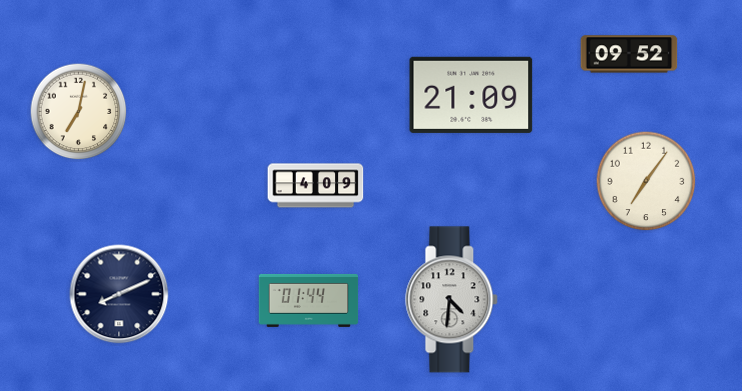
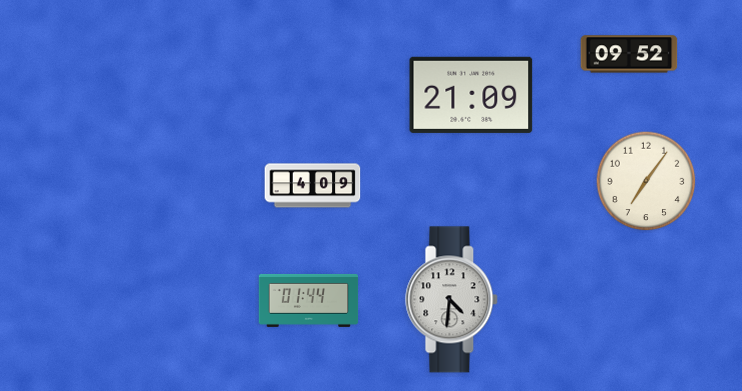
clock at (79, 112): 7:02 -> none
clock at (316, 186) position: (316, 186) -> (313, 186)
clock at (119, 294): 8:11 -> none
